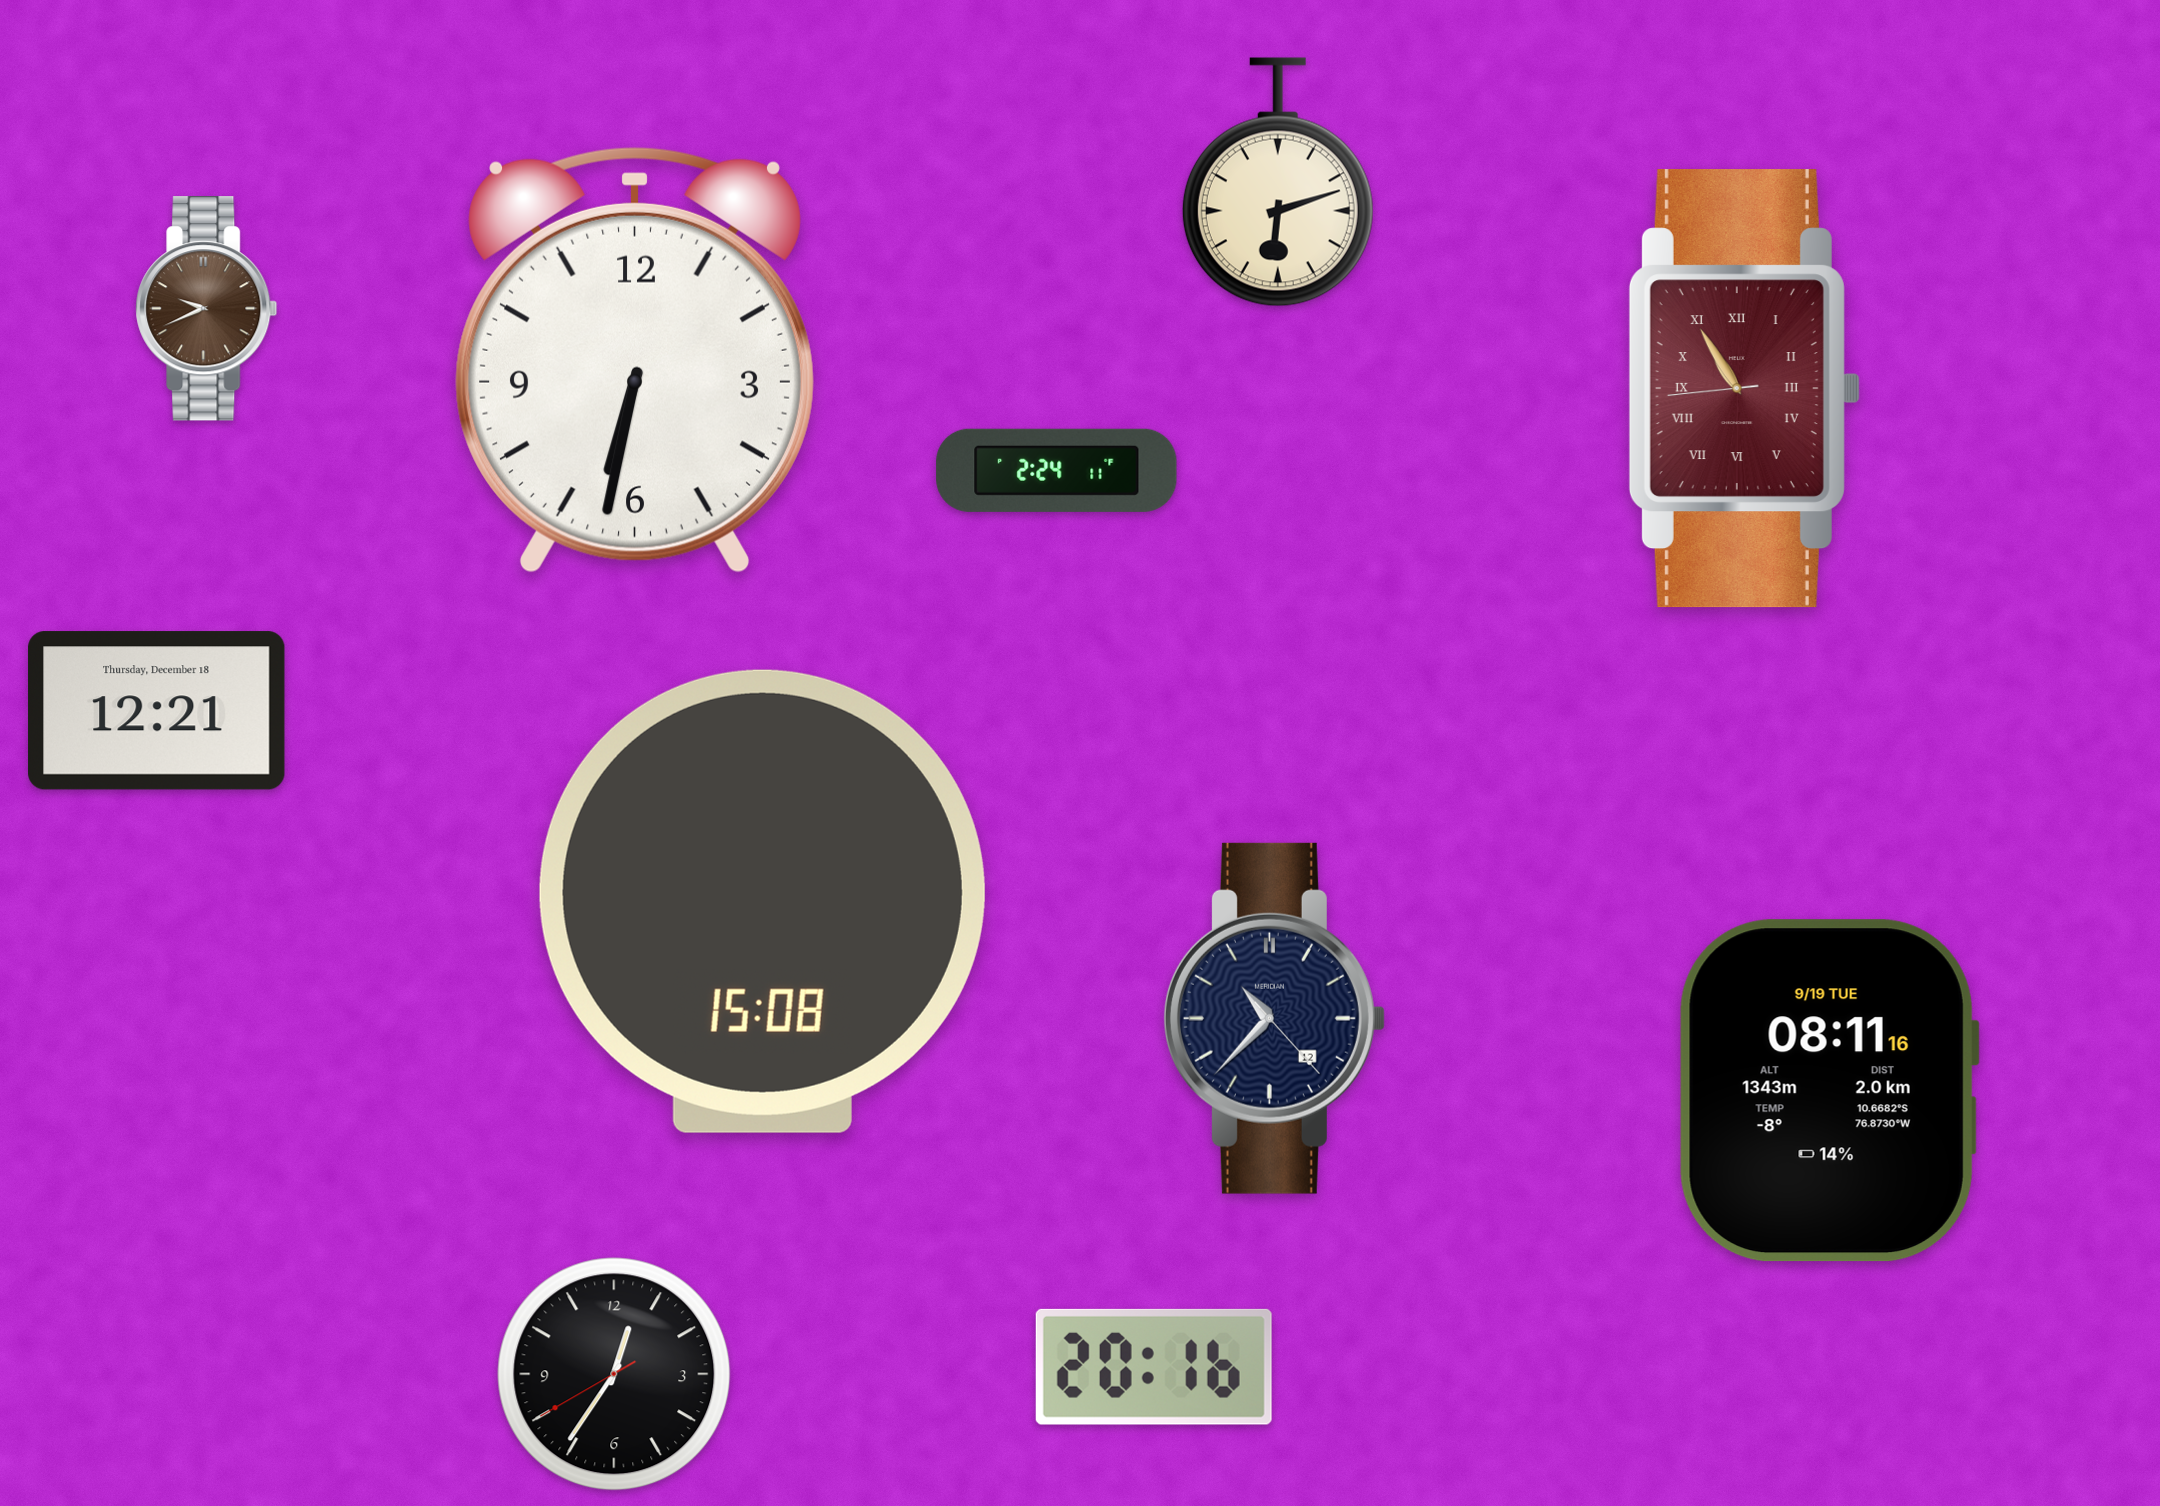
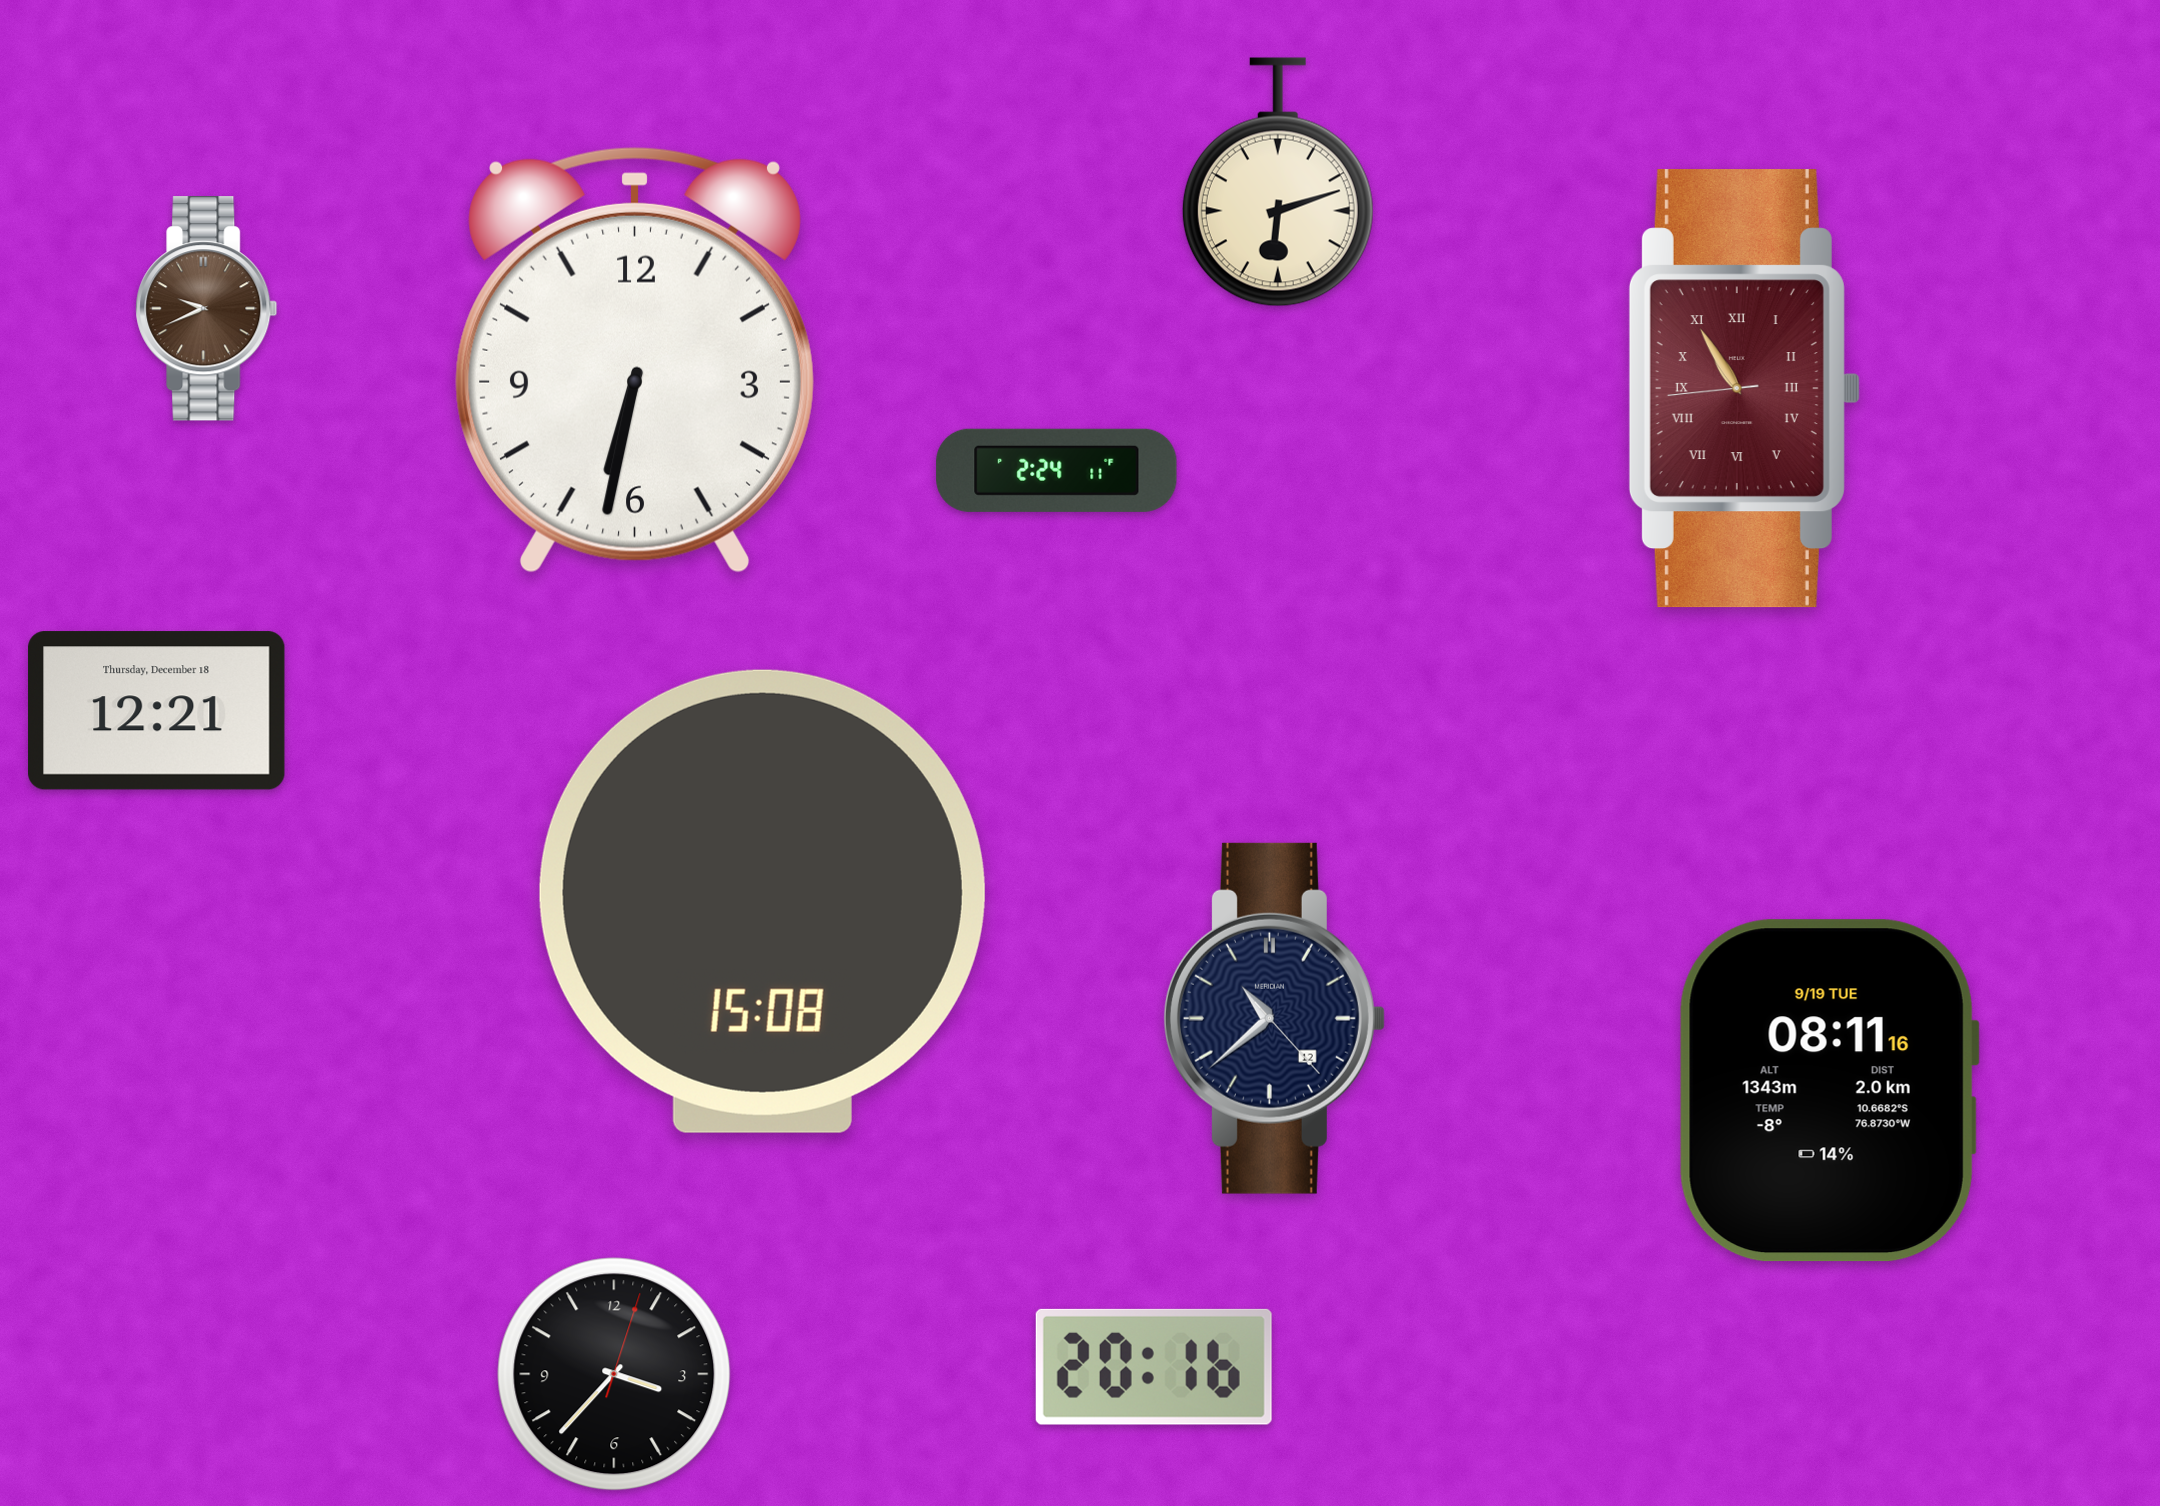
clock at (1274, 1018): 10:37 -> 10:38
clock at (614, 1374): 12:35 -> 3:37
